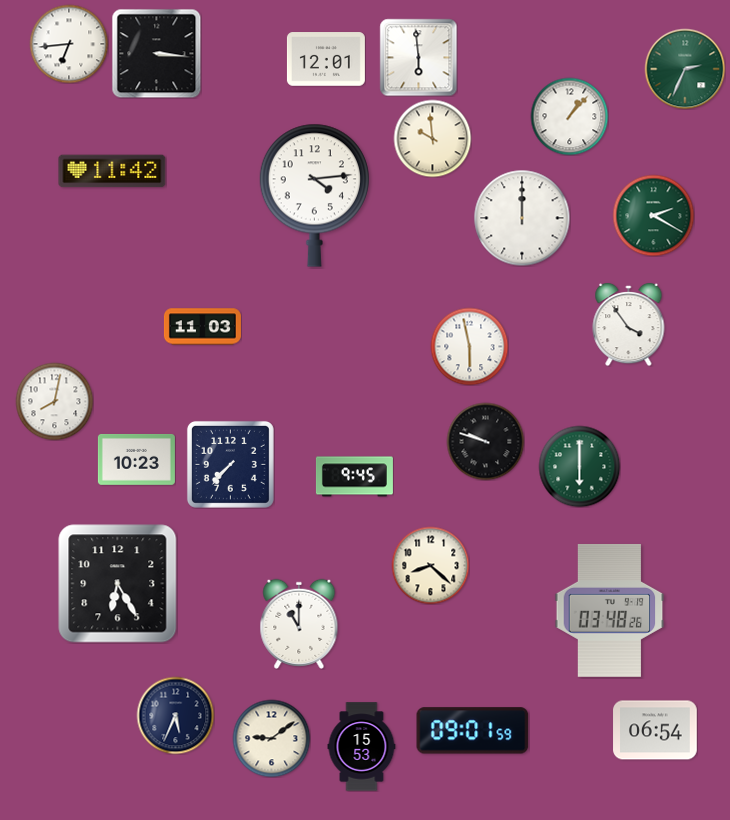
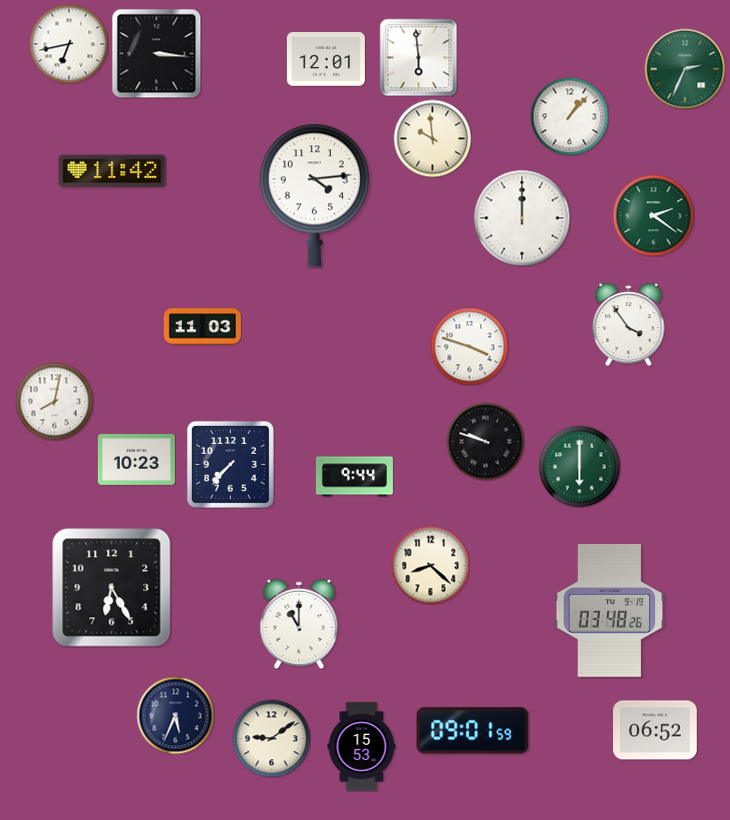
clock at (69, 44): 6:44 -> 6:43
clock at (653, 215): 2:20 -> 2:21
clock at (469, 346): 5:58 -> 3:48
clock at (354, 477): 9:45 -> 9:44
clock at (118, 584) position: (118, 584) -> (112, 588)
clock at (655, 730): 06:54 -> 06:52
